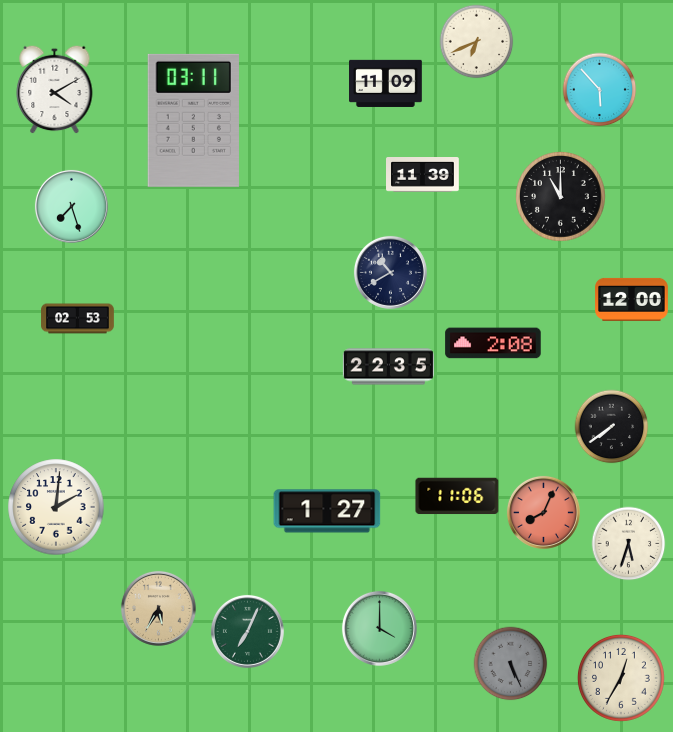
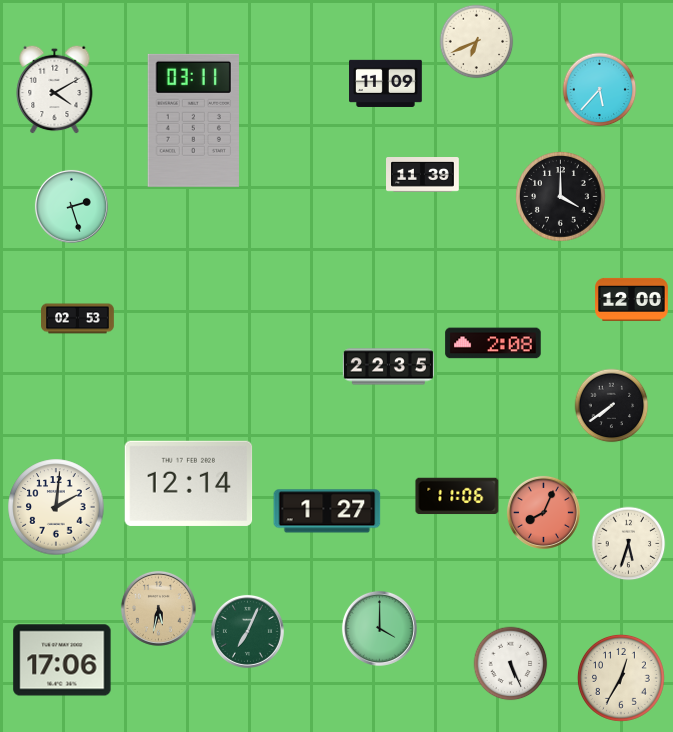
clock at (600, 90): 5:53 -> 5:37
clock at (561, 197): 11:00 -> 4:00
clock at (71, 206): 7:27 -> 2:27
clock at (390, 272): 10:40 -> none
clock at (612, 427) position: (612, 427) -> (612, 406)
clock at (189, 483): none -> 12:14
clock at (158, 608): 5:35 -> 5:32
clock at (62, 660): none -> 17:06
clock at (511, 664) dial: grey -> white
